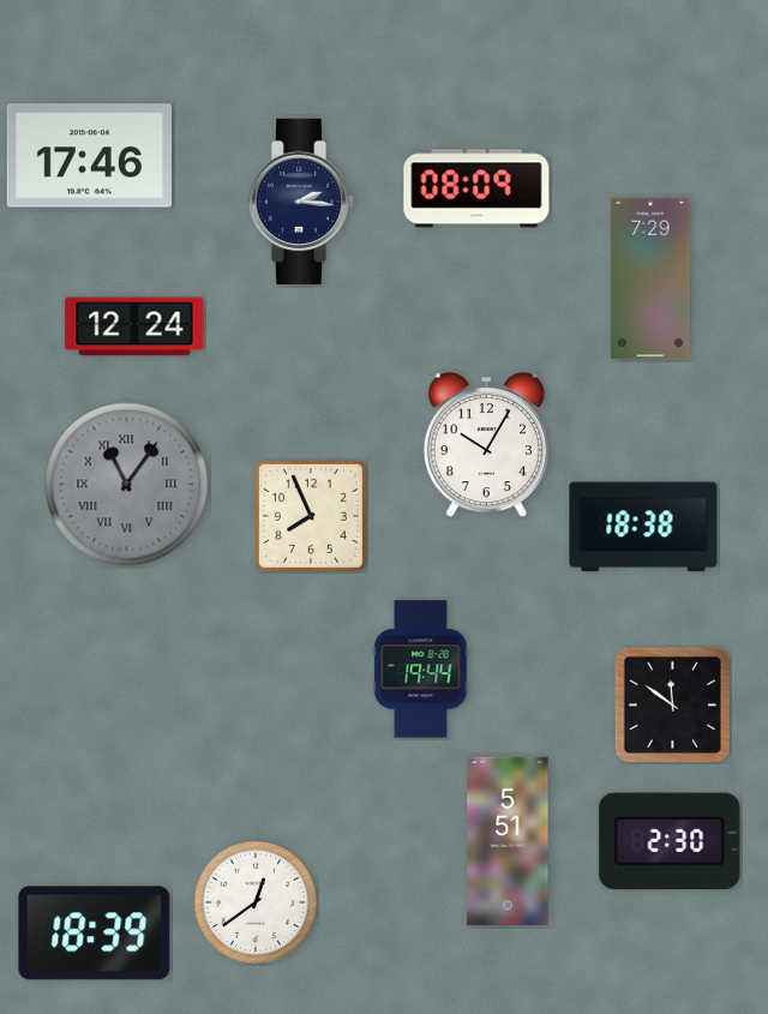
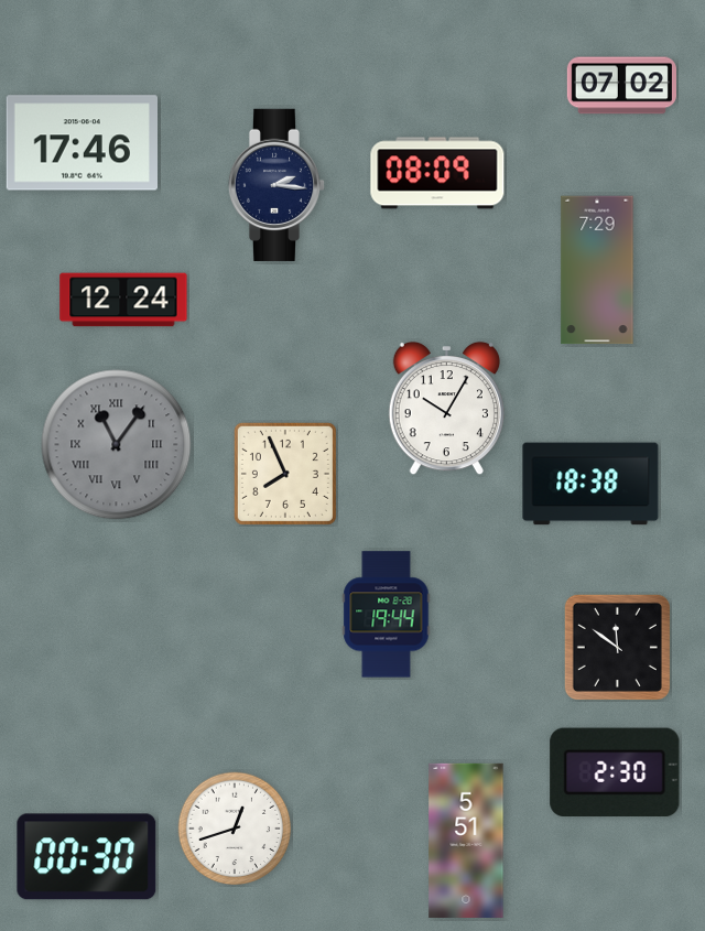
clock at (621, 86): none -> 07:02
clock at (650, 278) position: (650, 278) -> (597, 270)
clock at (508, 841) position: (508, 841) -> (466, 841)
clock at (256, 902): 12:39 -> 12:42
clock at (95, 934): 18:39 -> 00:30
